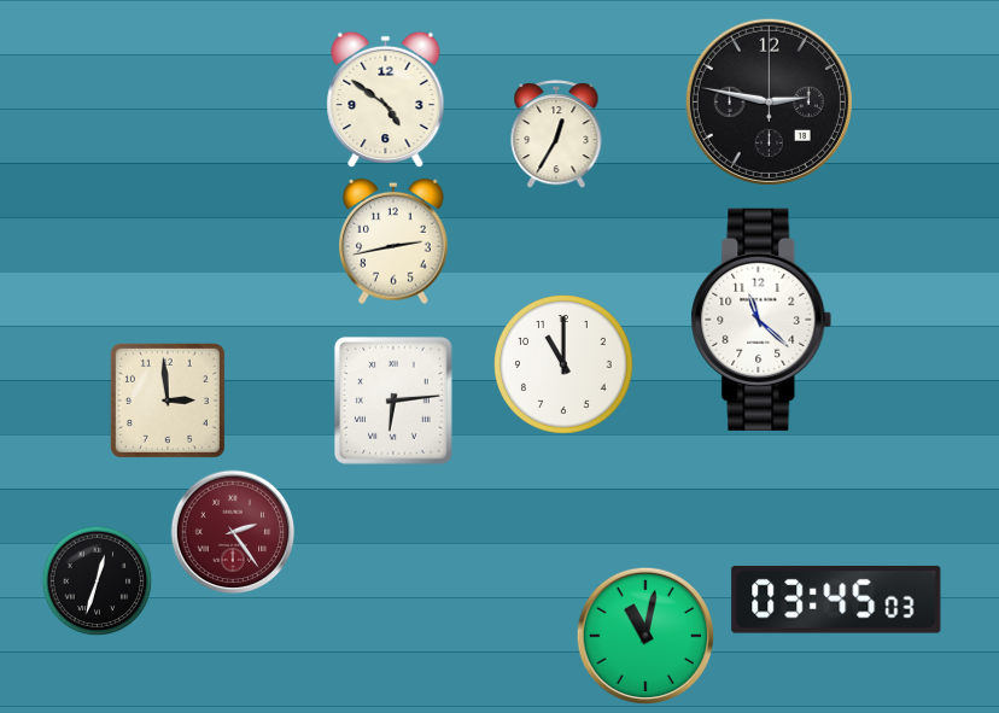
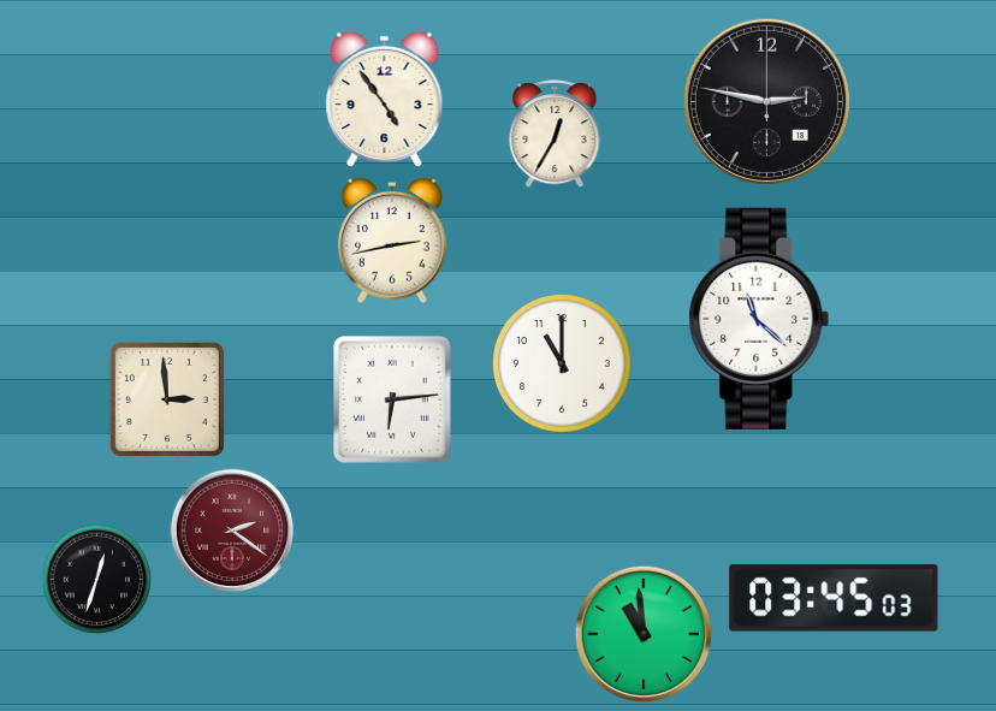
clock at (386, 100): 4:51 -> 4:54
clock at (233, 532): 2:24 -> 2:21
clock at (645, 636): 11:02 -> 10:59
